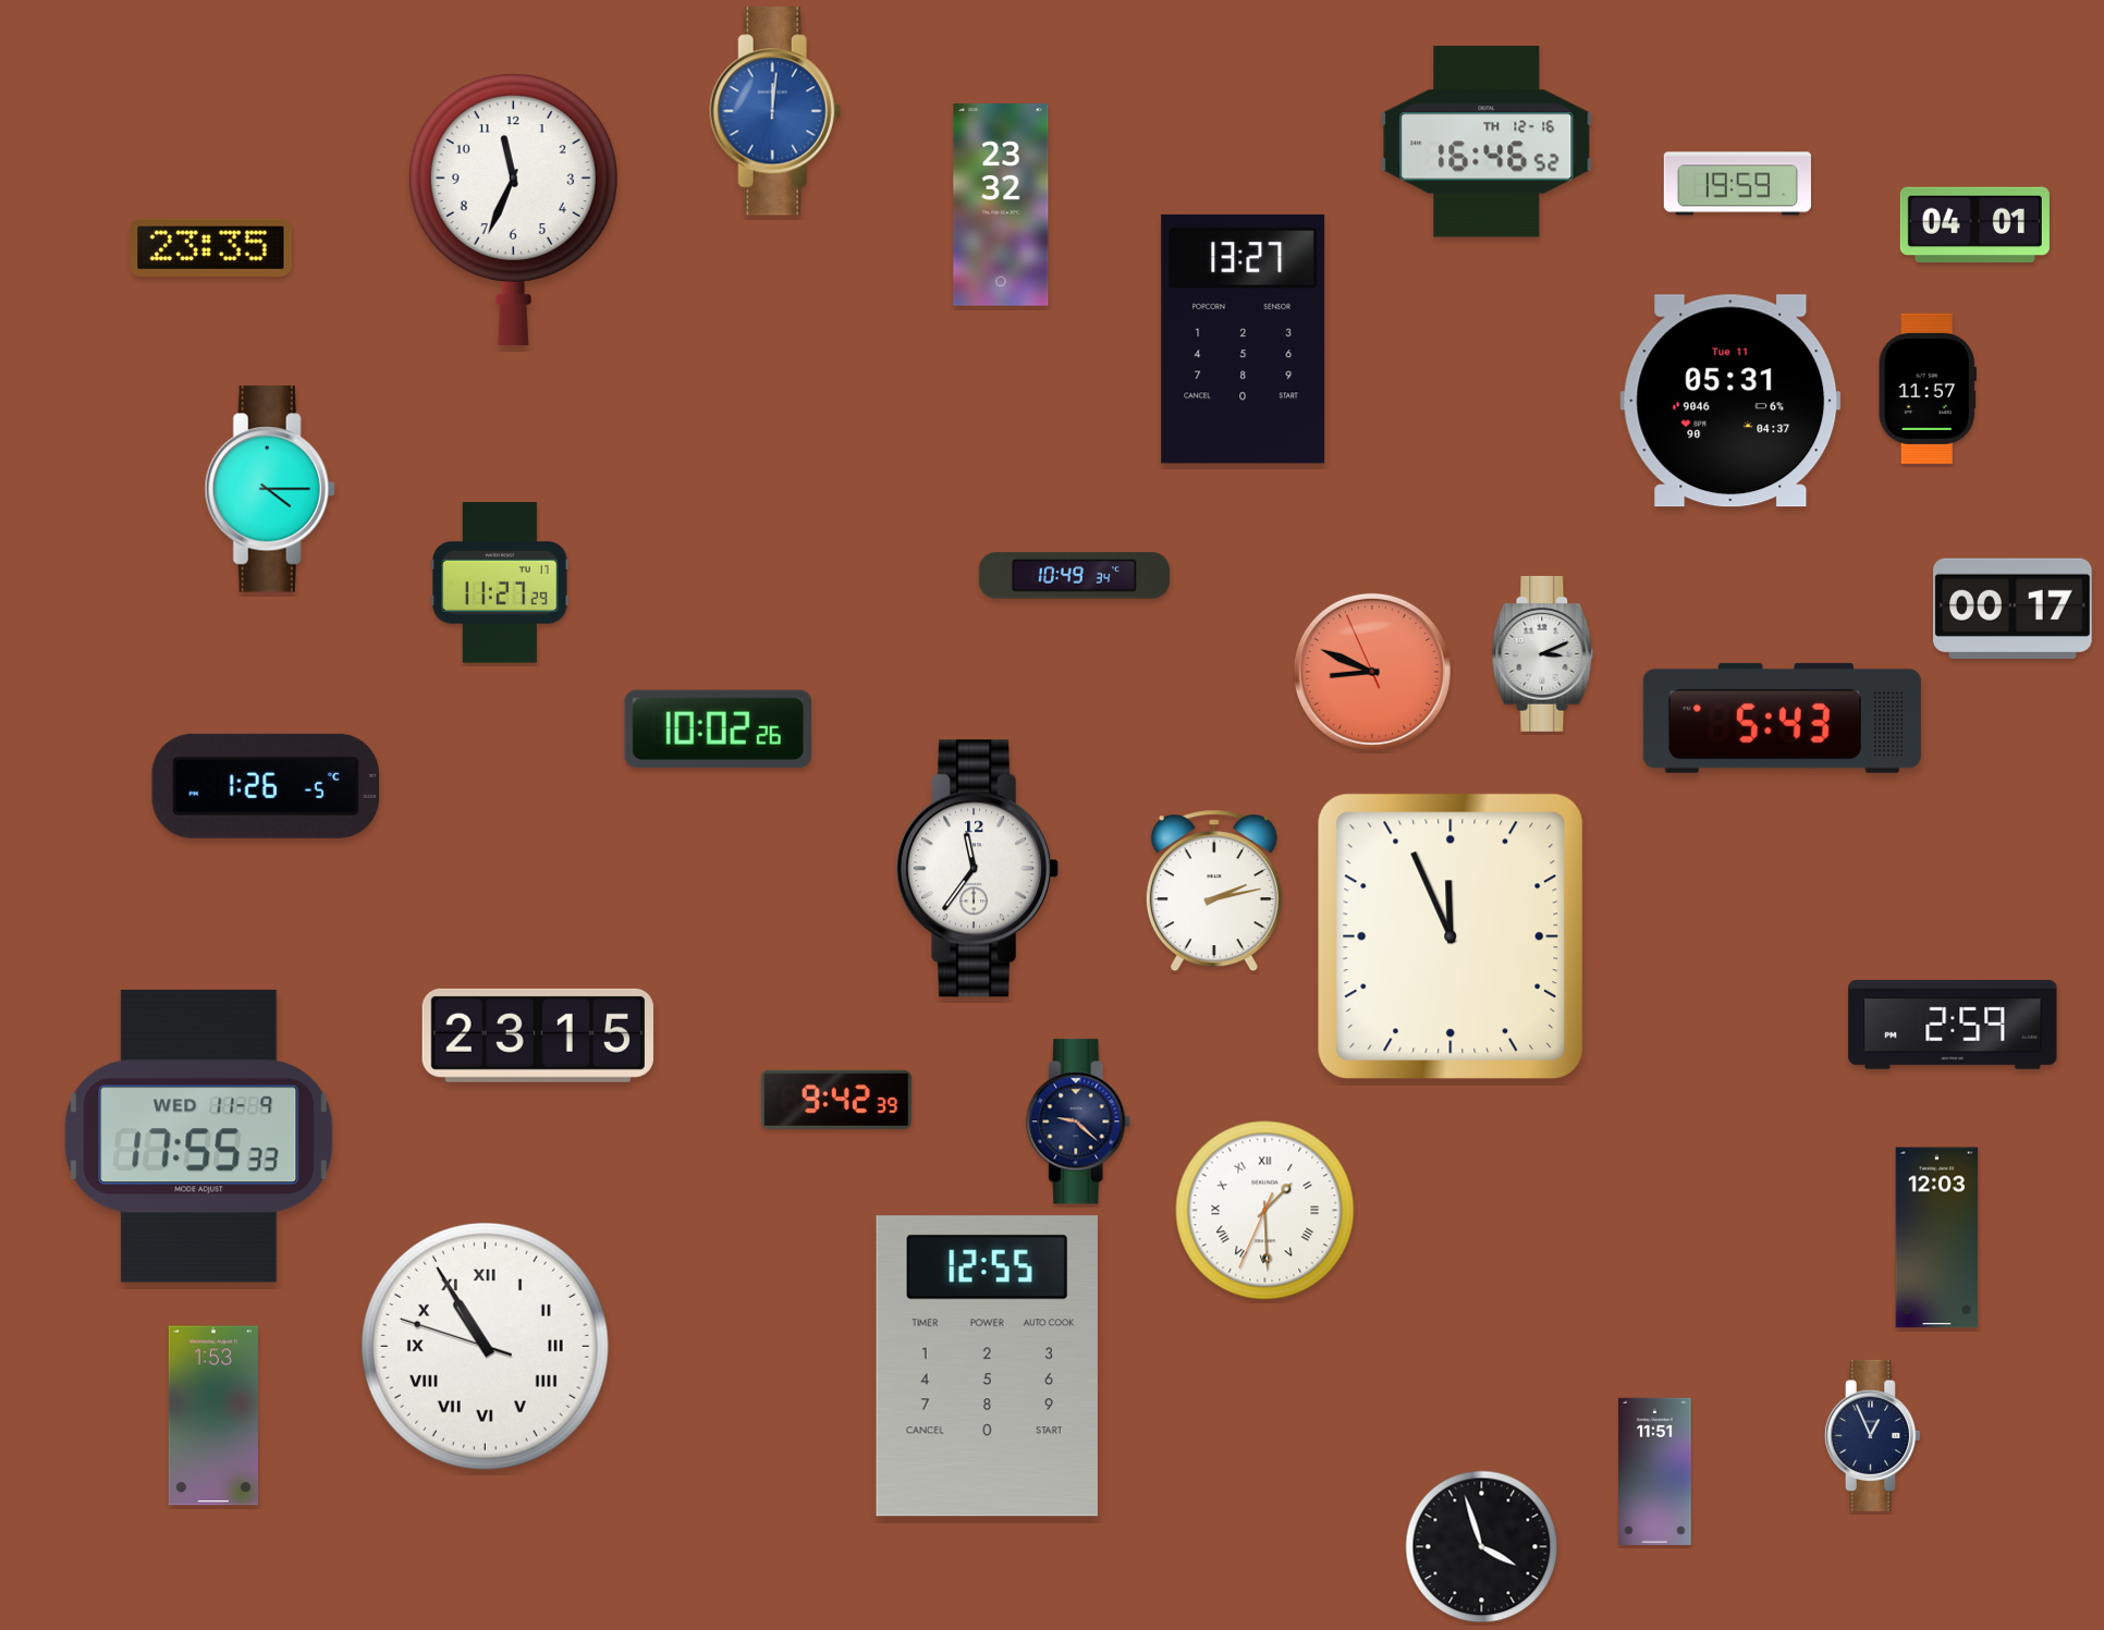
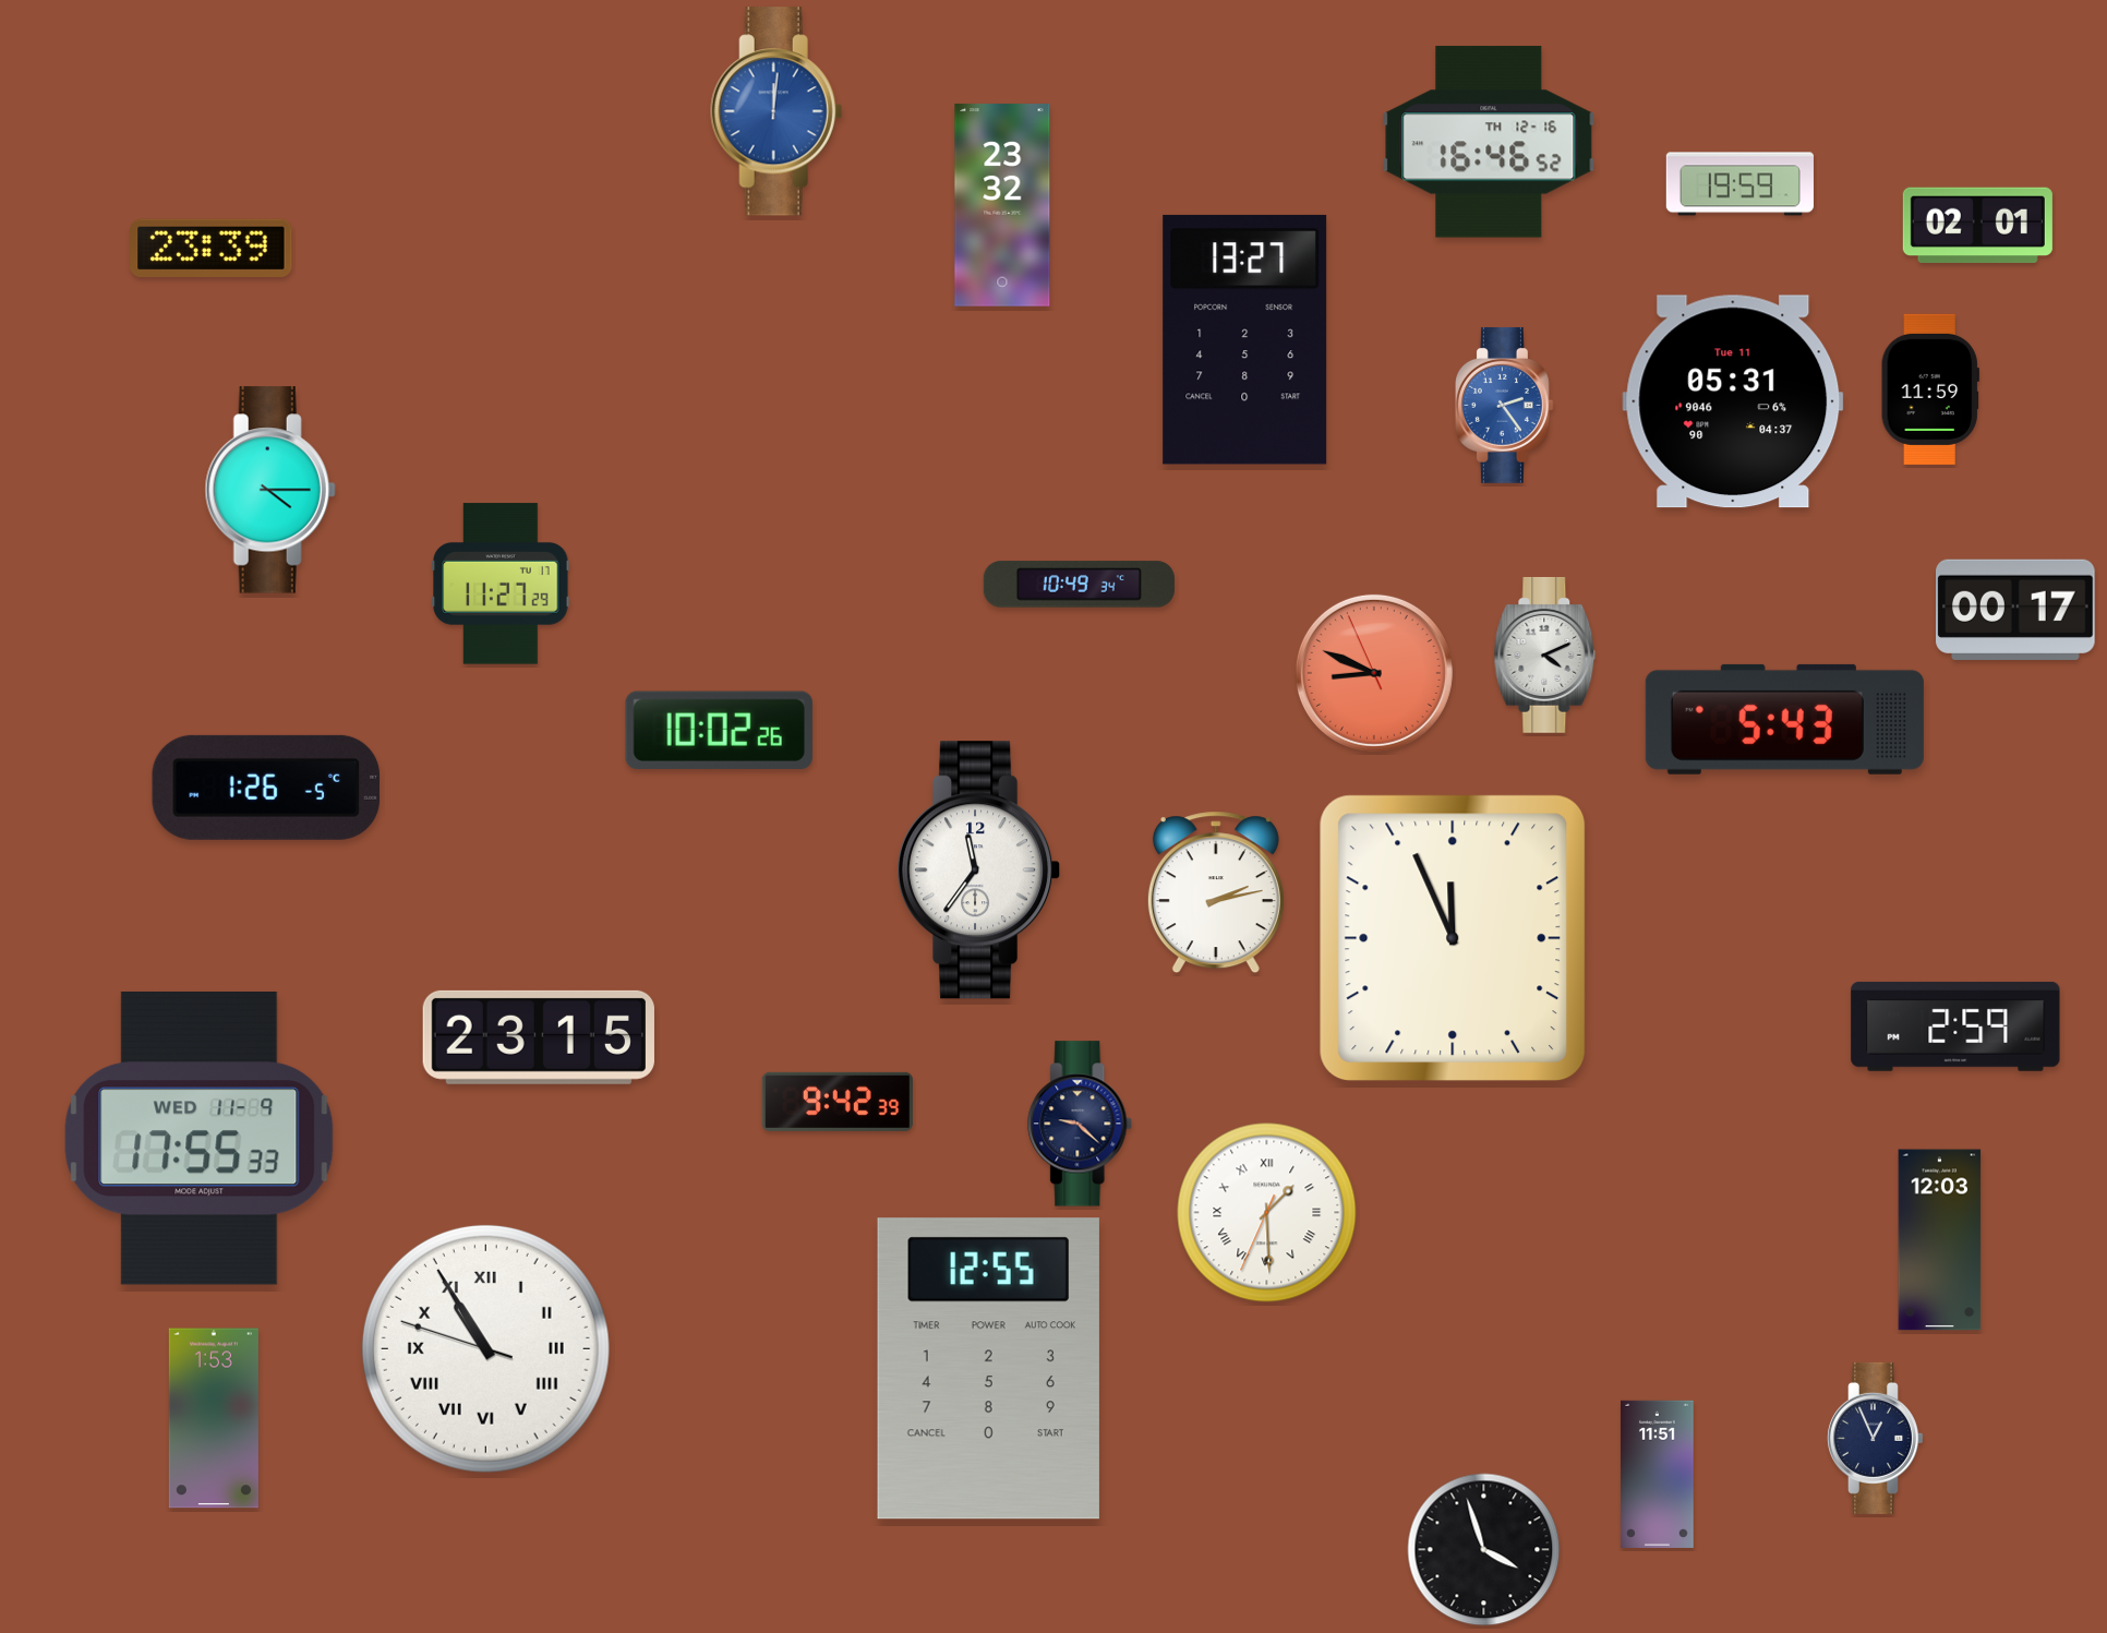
clock at (513, 210): 11:34 -> none
clock at (1974, 225): 04:01 -> 02:01
clock at (211, 247): 23:35 -> 23:39
clock at (1928, 389): 11:57 -> 11:59
clock at (1504, 405): none -> 2:24
clock at (1074, 576) position: (1074, 576) -> (1079, 585)
clock at (1543, 653): 3:11 -> 4:11
